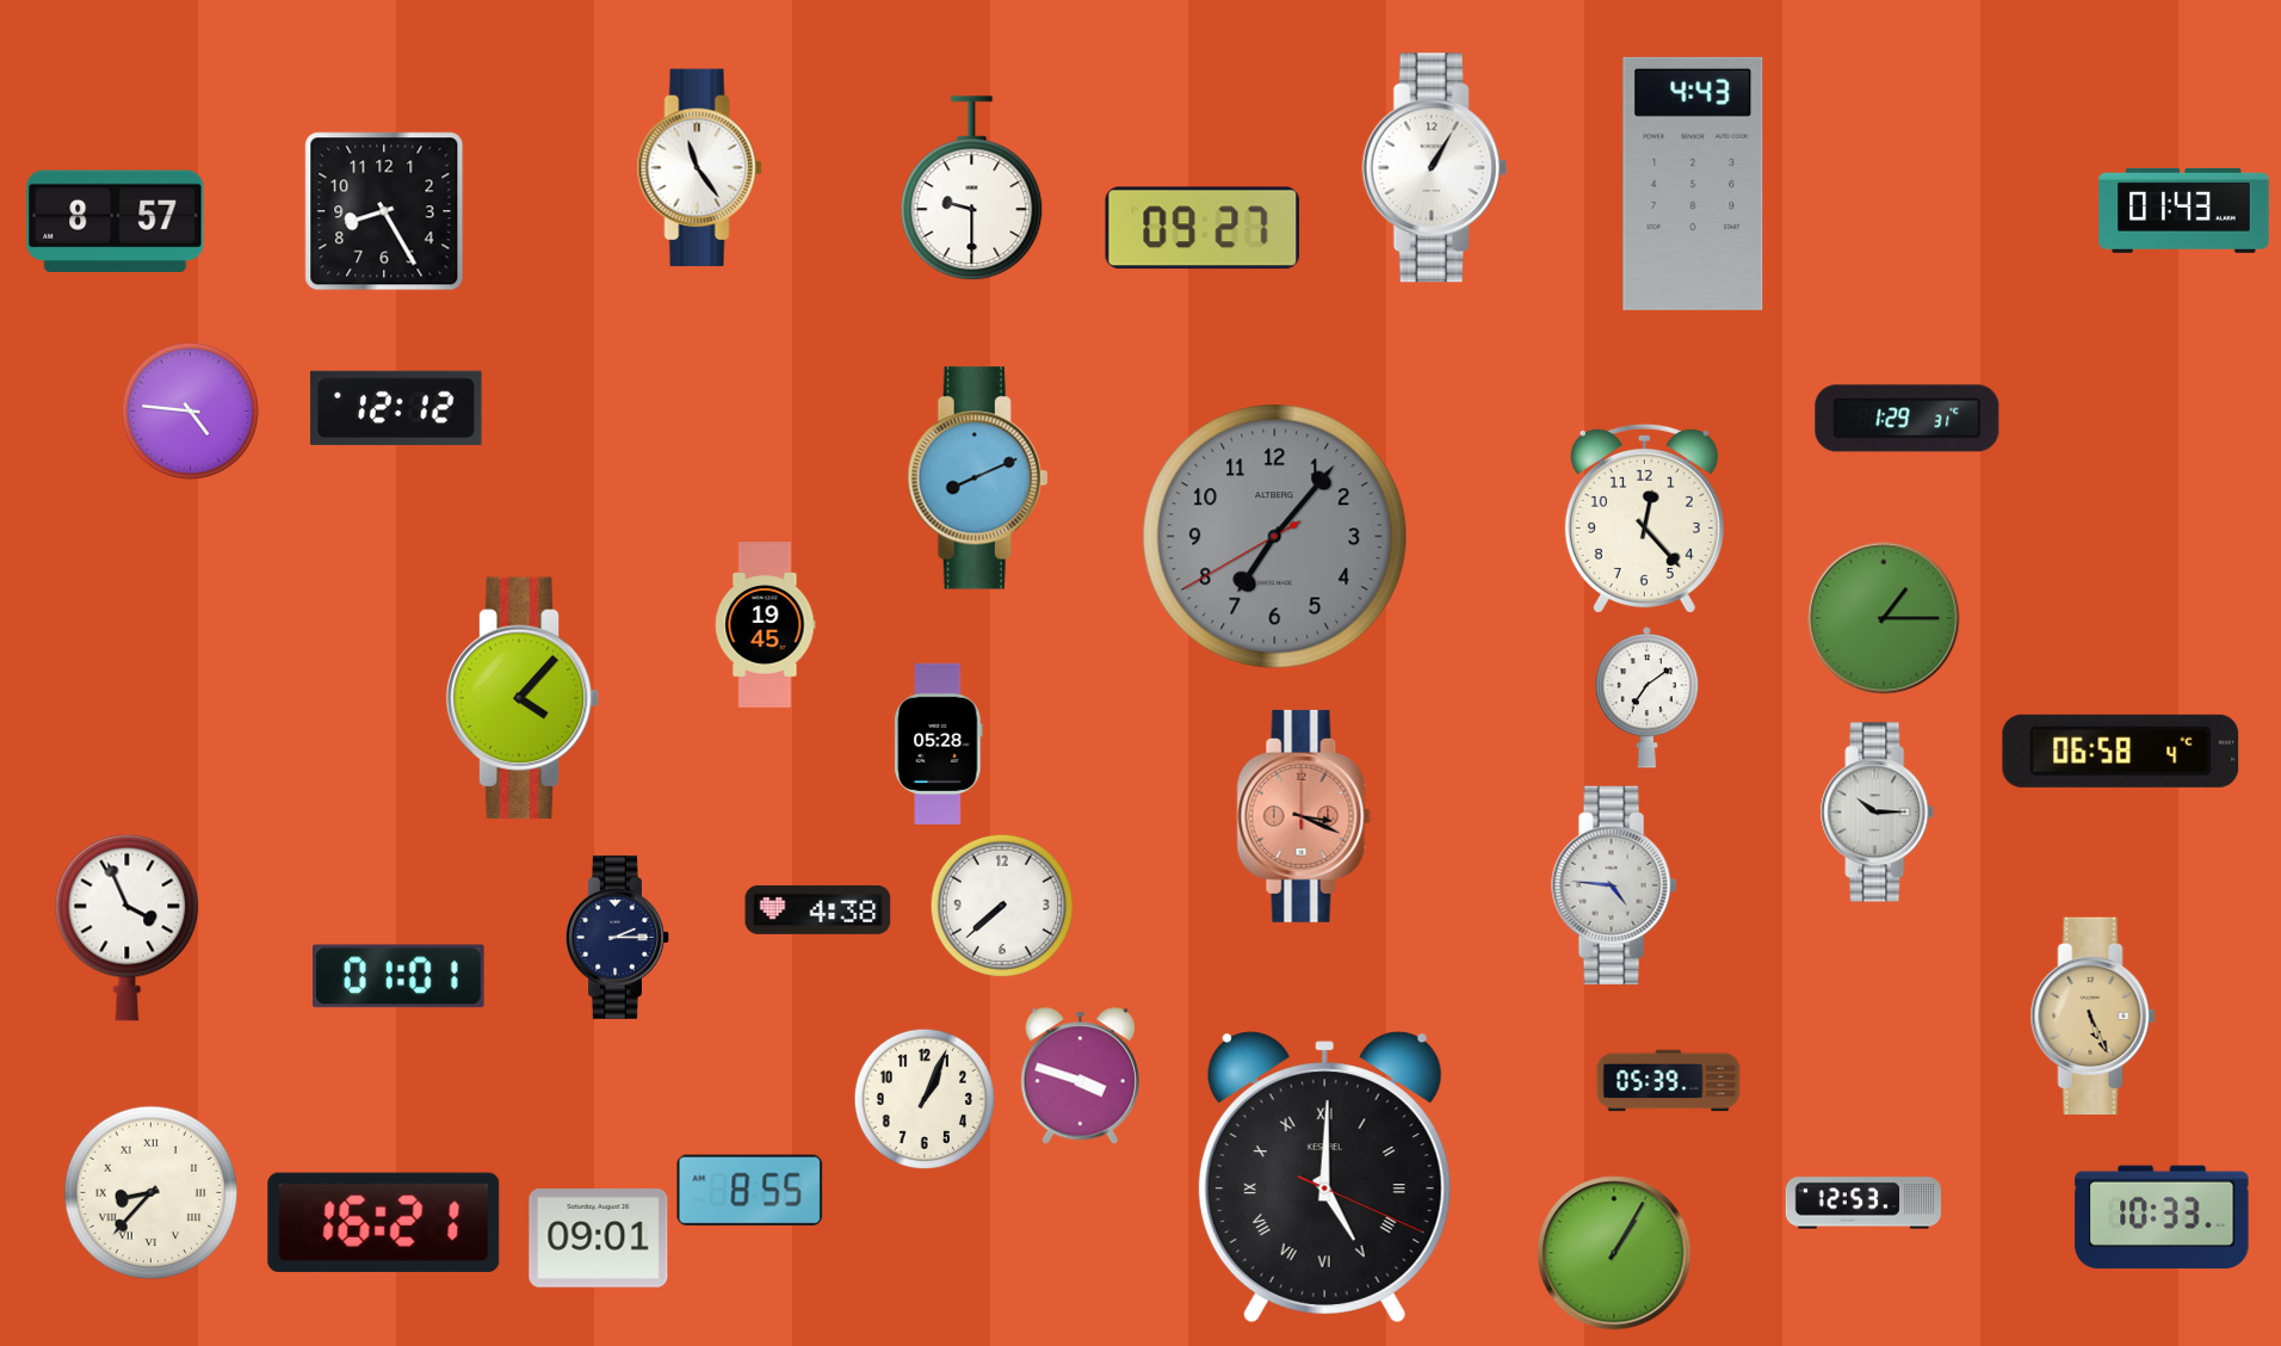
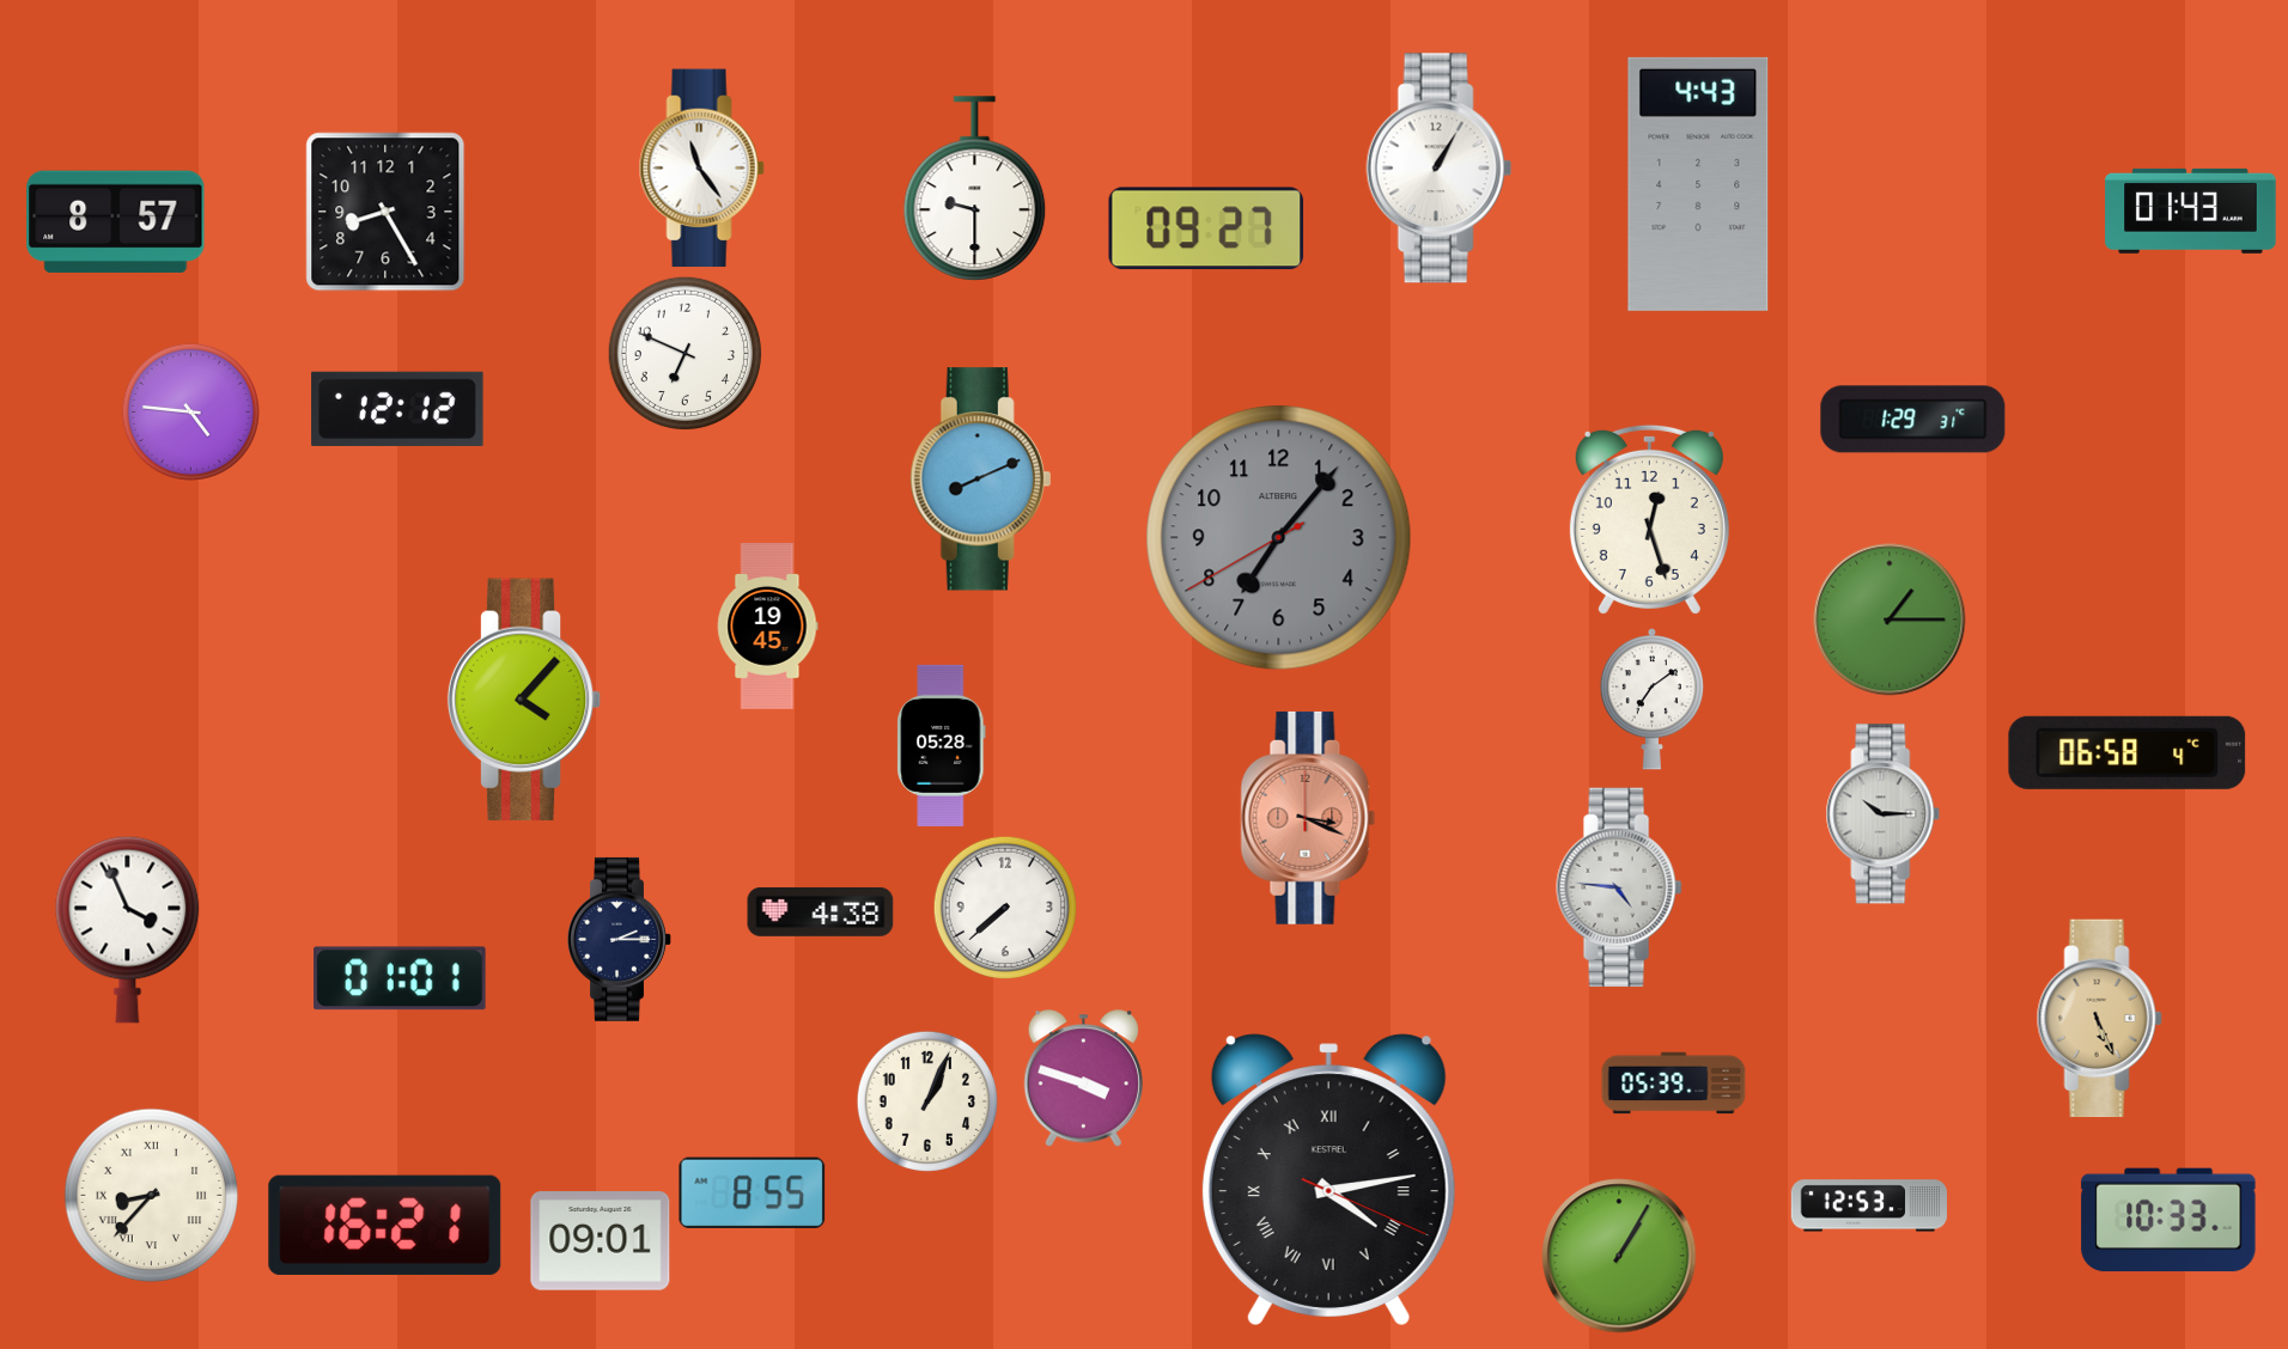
clock at (686, 354): none -> 6:49
clock at (1644, 518): 12:23 -> 12:27
clock at (1324, 1177): 5:00 -> 4:13
